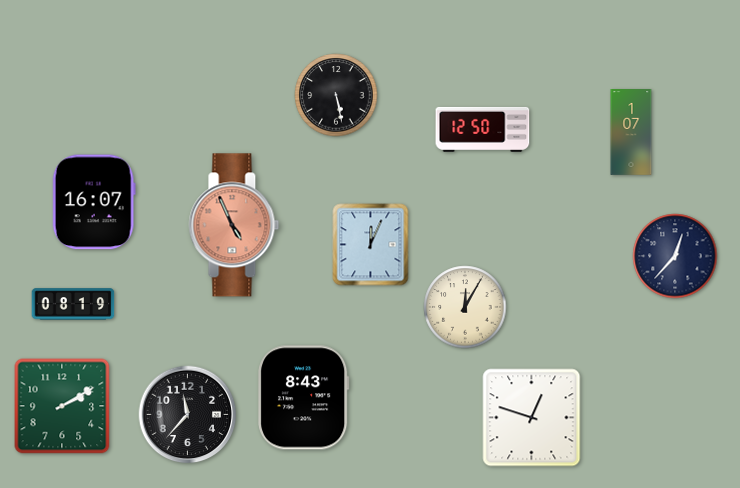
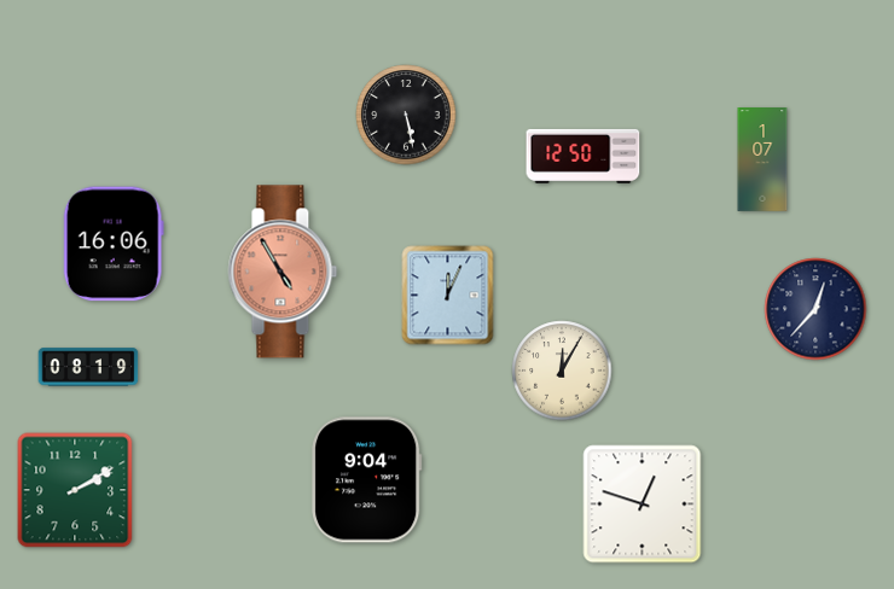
clock at (94, 202): 16:07 -> 16:06
clock at (234, 225): 4:56 -> 4:55
clock at (304, 398): 8:43 -> 9:04
clock at (188, 415): 11:37 -> none
